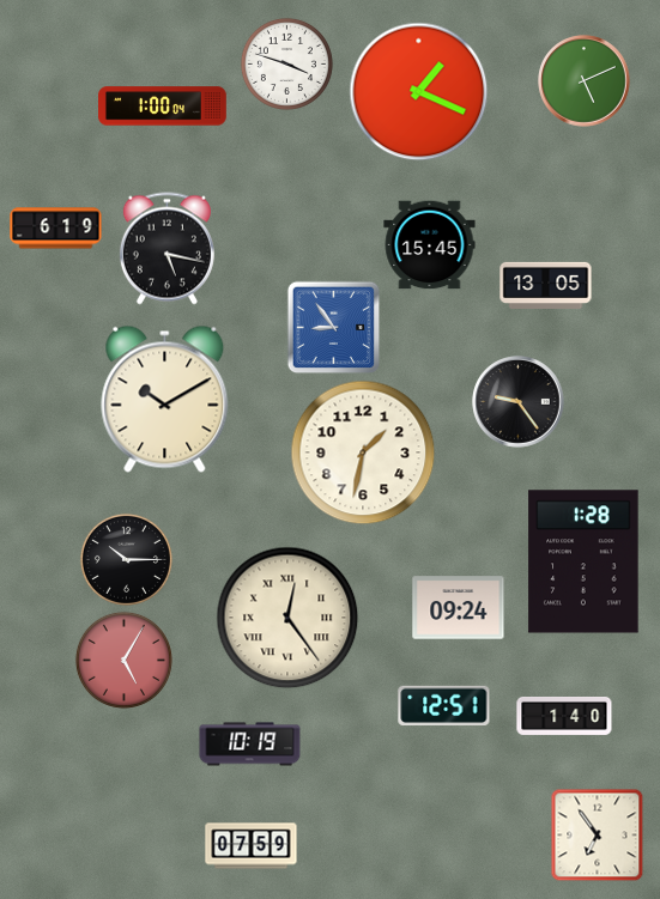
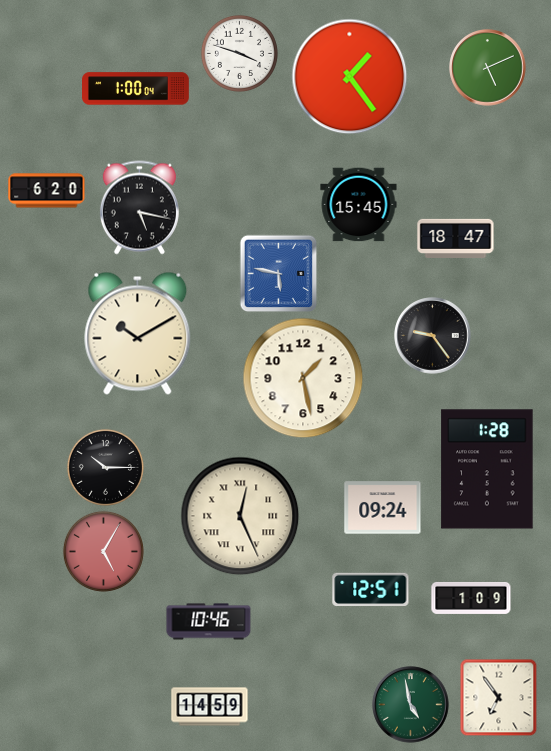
clock at (419, 92): 1:19 -> 1:24
clock at (56, 229): 6:19 -> 6:20
clock at (546, 285): 13:05 -> 18:47
clock at (333, 327): 8:54 -> 5:47
clock at (363, 452): 1:32 -> 1:28
clock at (287, 618): 12:24 -> 12:26
clock at (564, 716): 1:40 -> 1:09
clock at (250, 745): 10:19 -> 10:46
clock at (411, 705): none -> 4:58
clock at (252, 846): 07:59 -> 14:59
